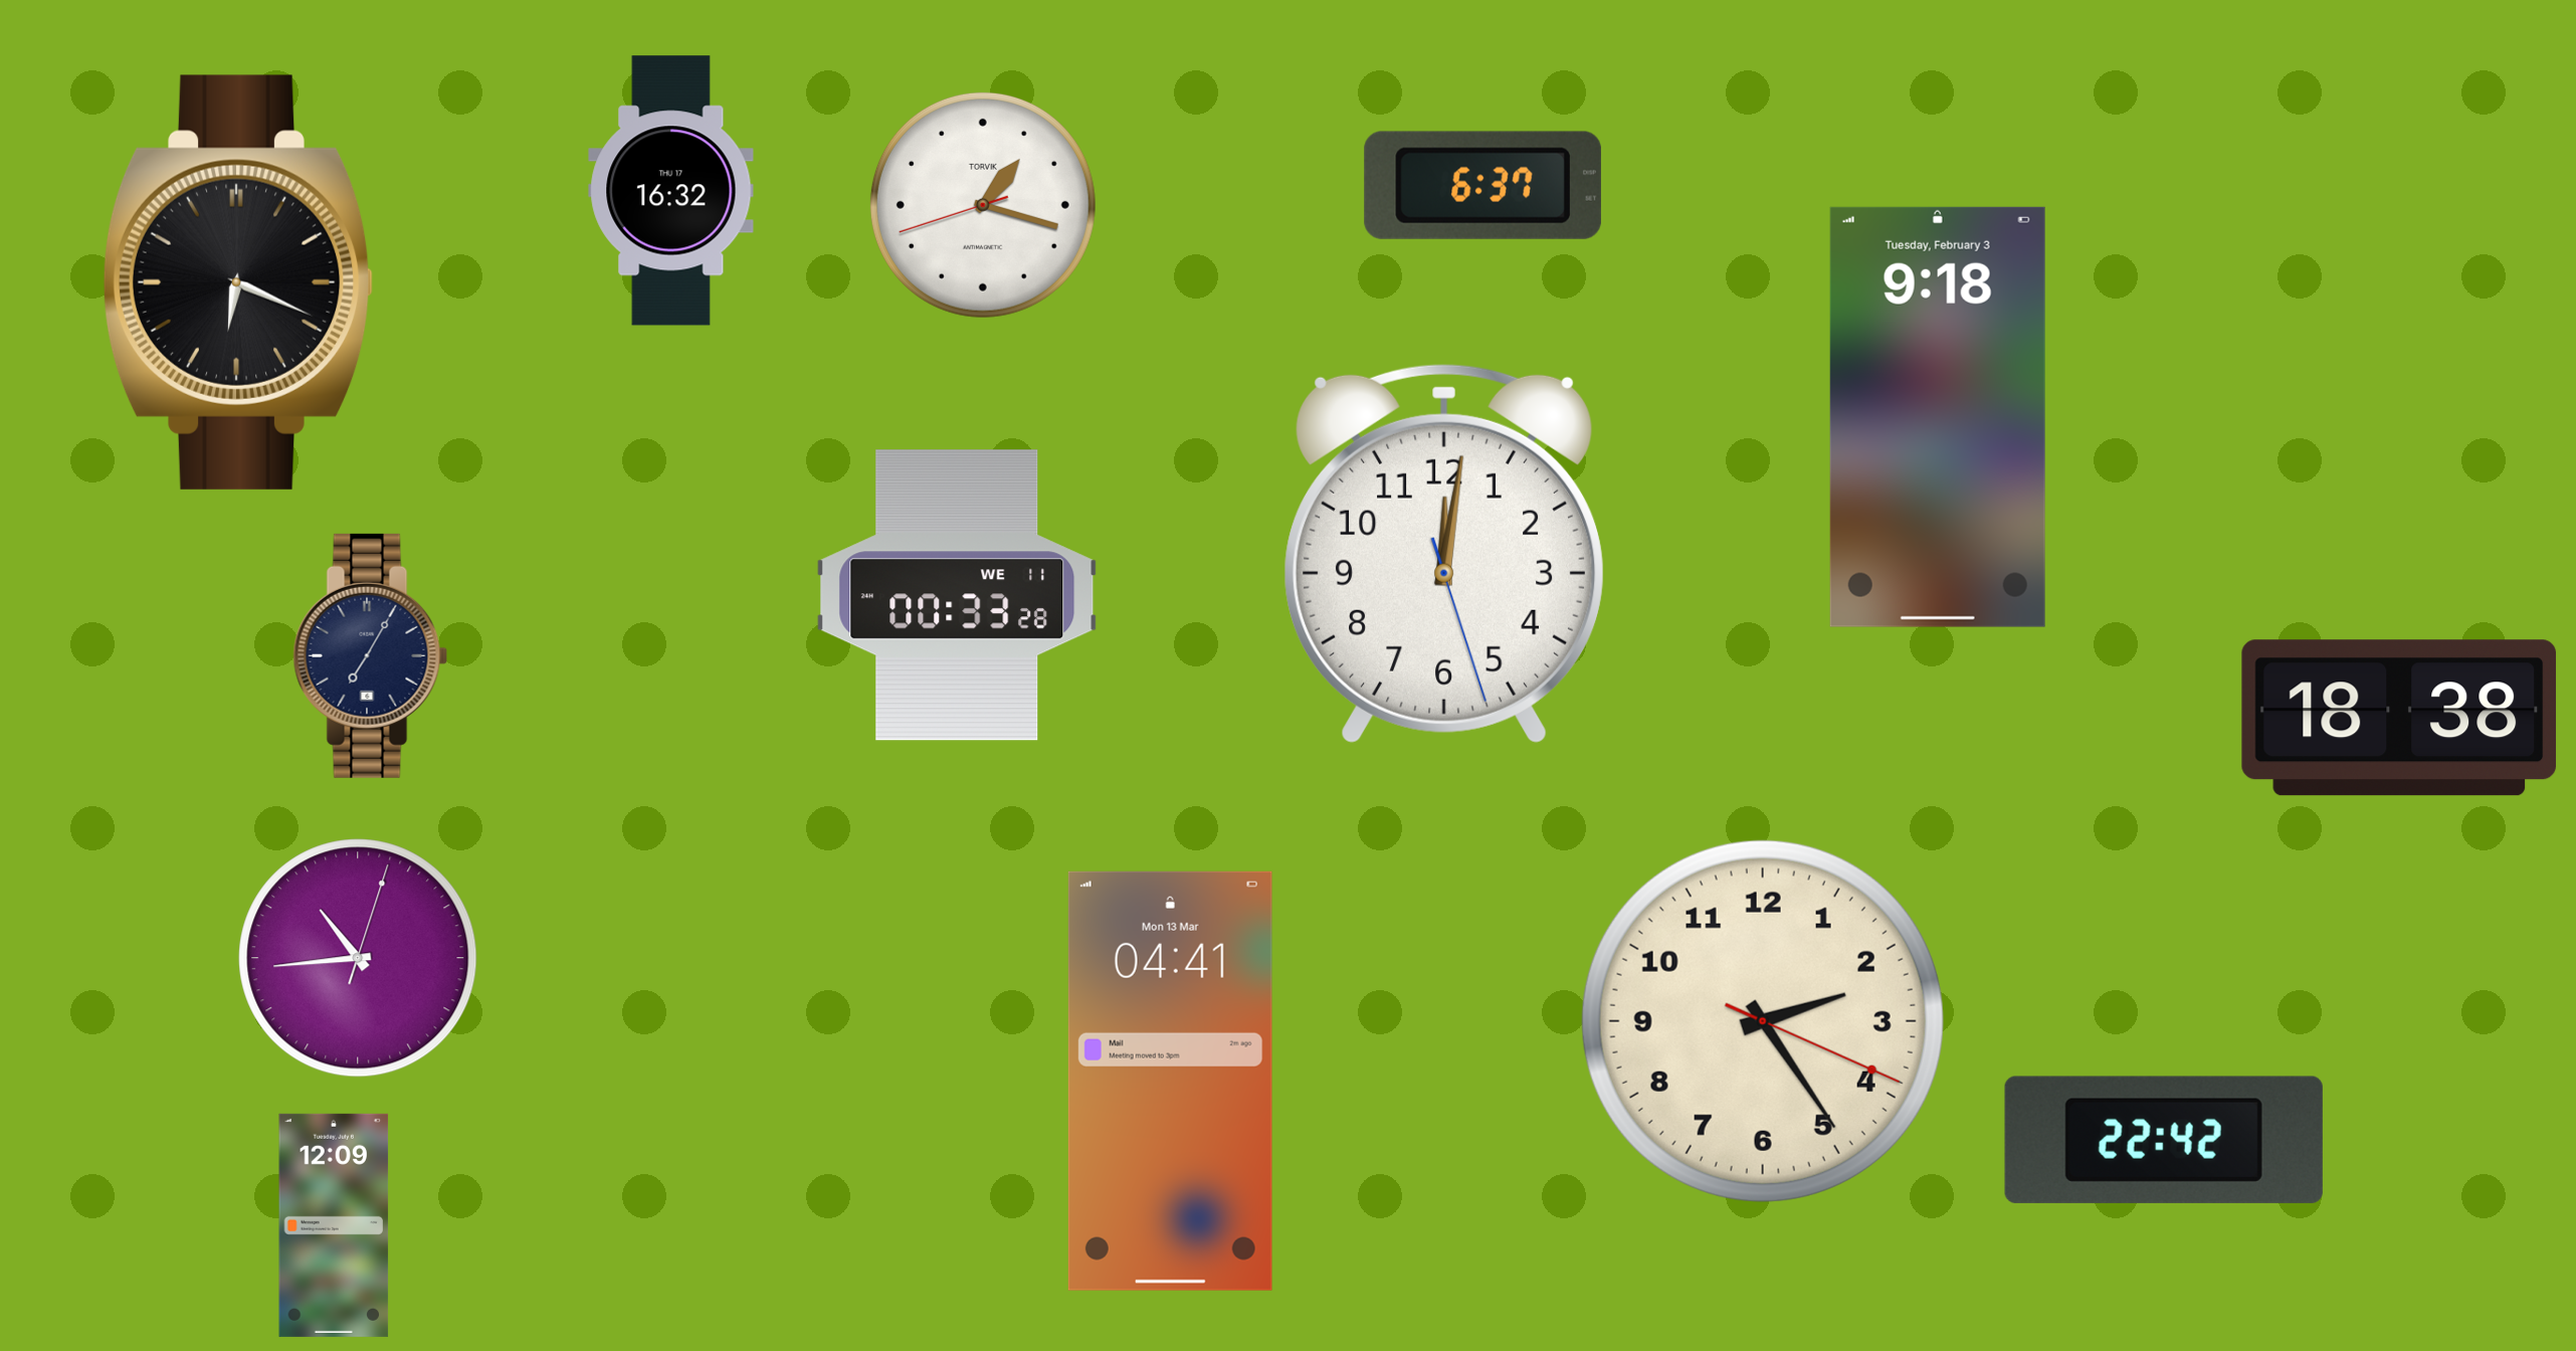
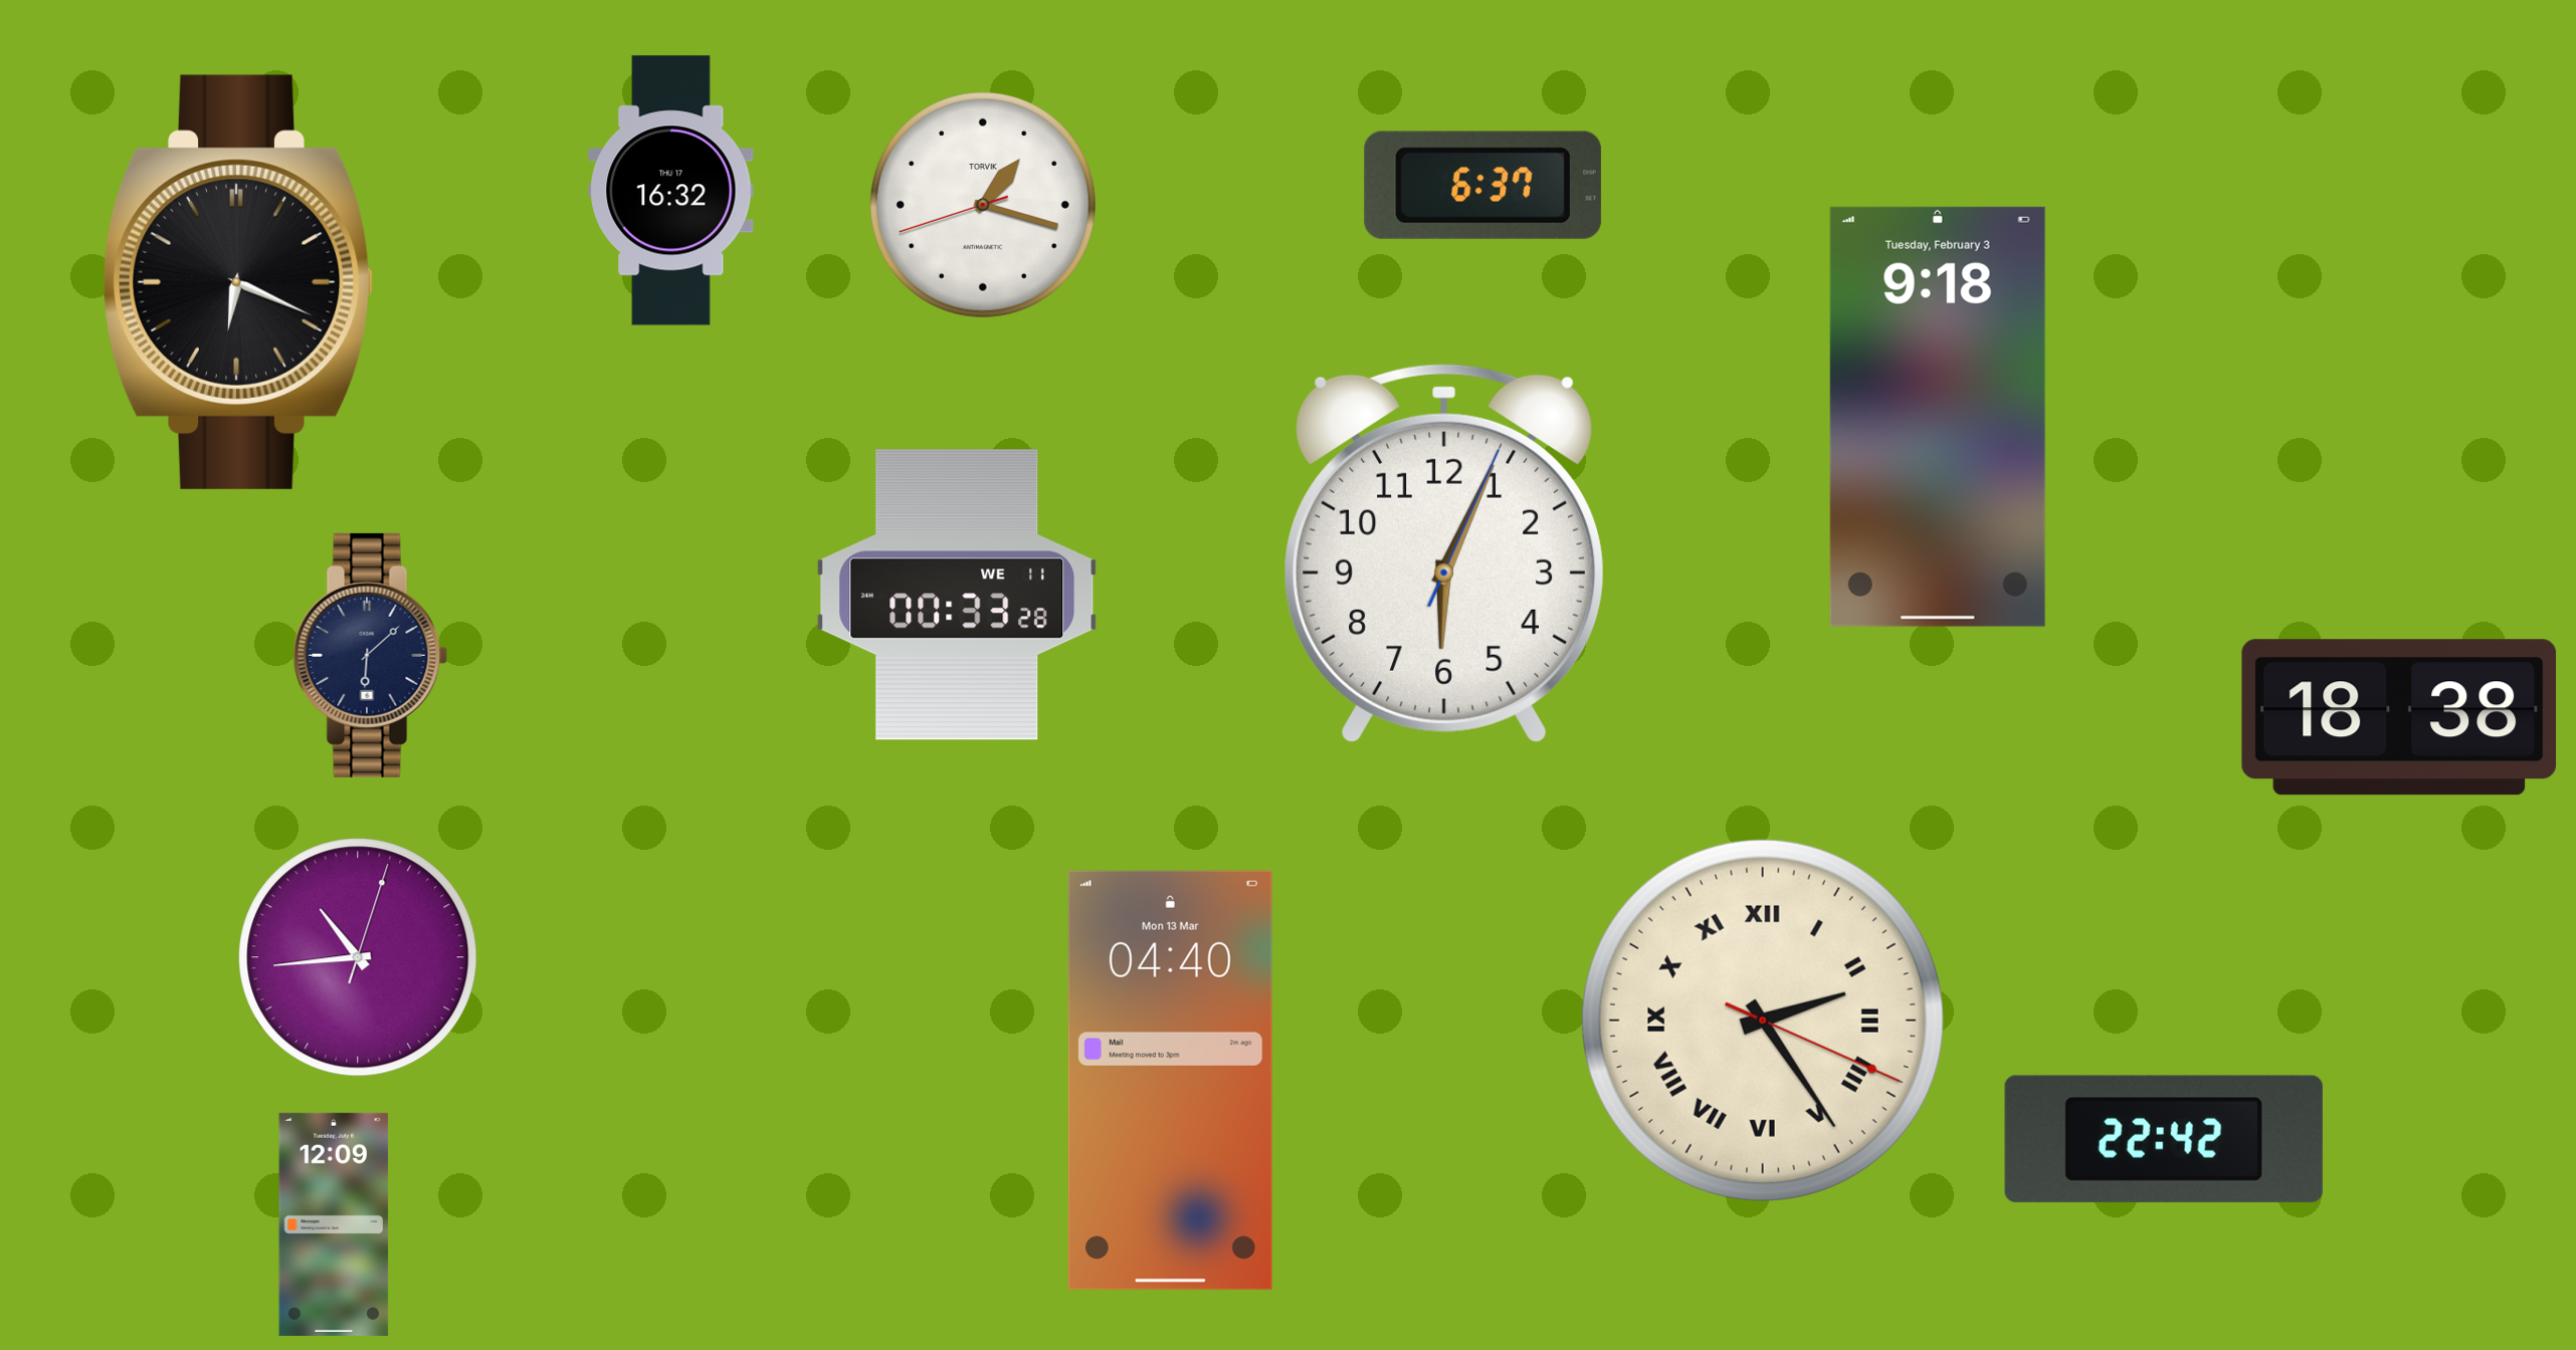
clock at (1444, 553): 12:01 -> 6:04
clock at (371, 655): 7:05 -> 6:08
clock at (1763, 1021) numerals: Arabic -> Roman
clock at (1170, 1081): 04:41 -> 04:40
